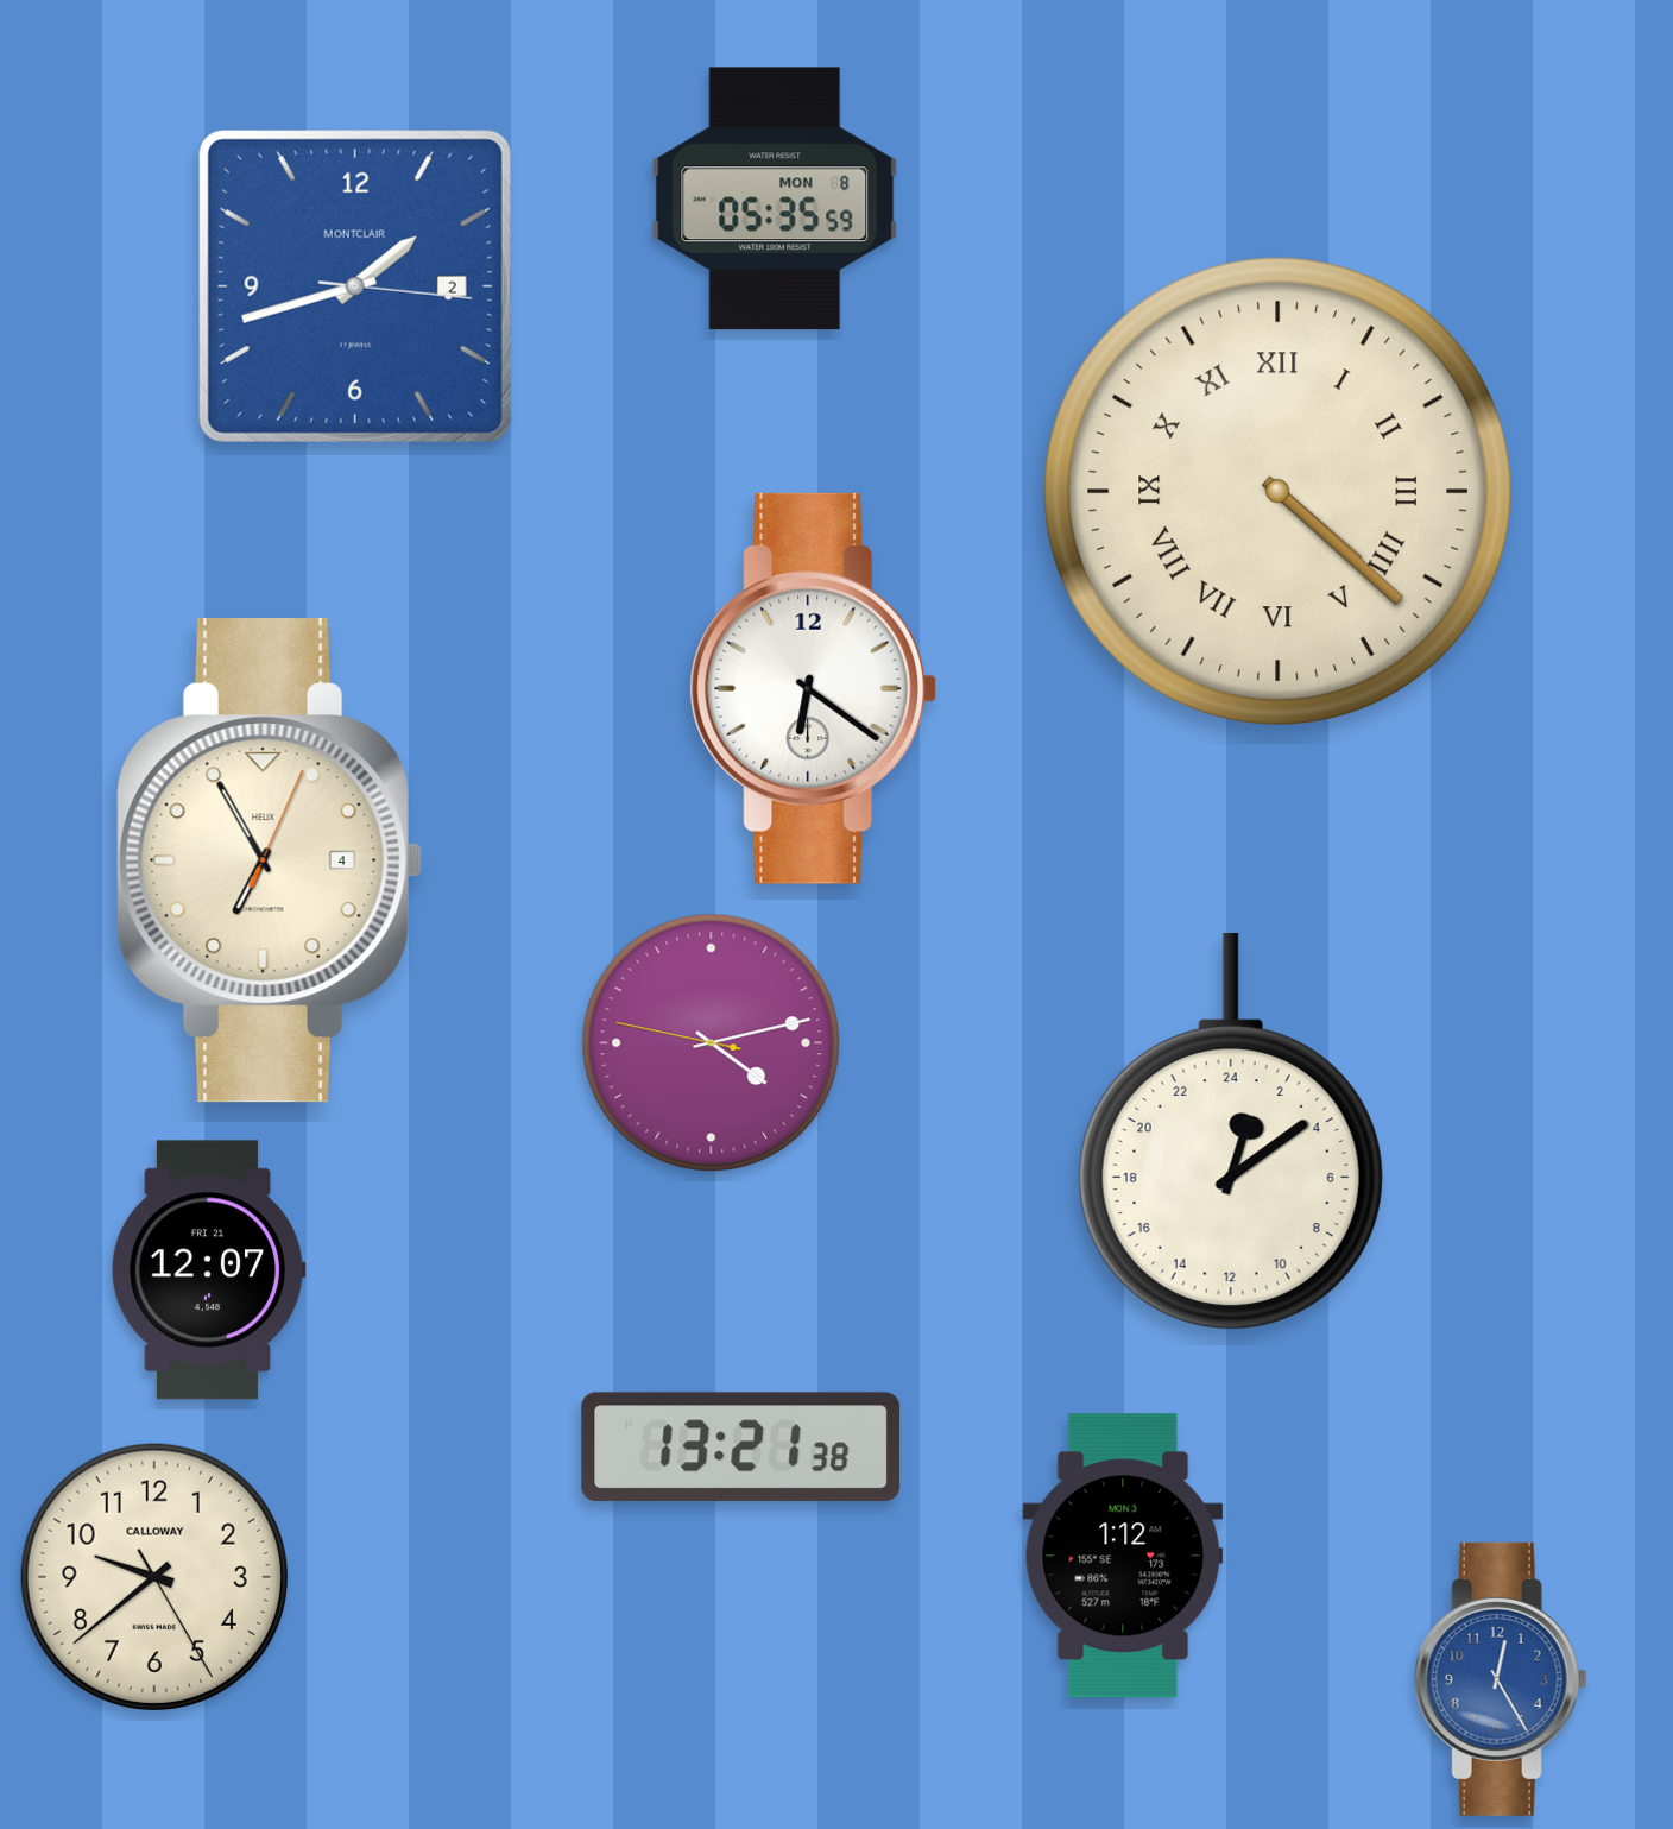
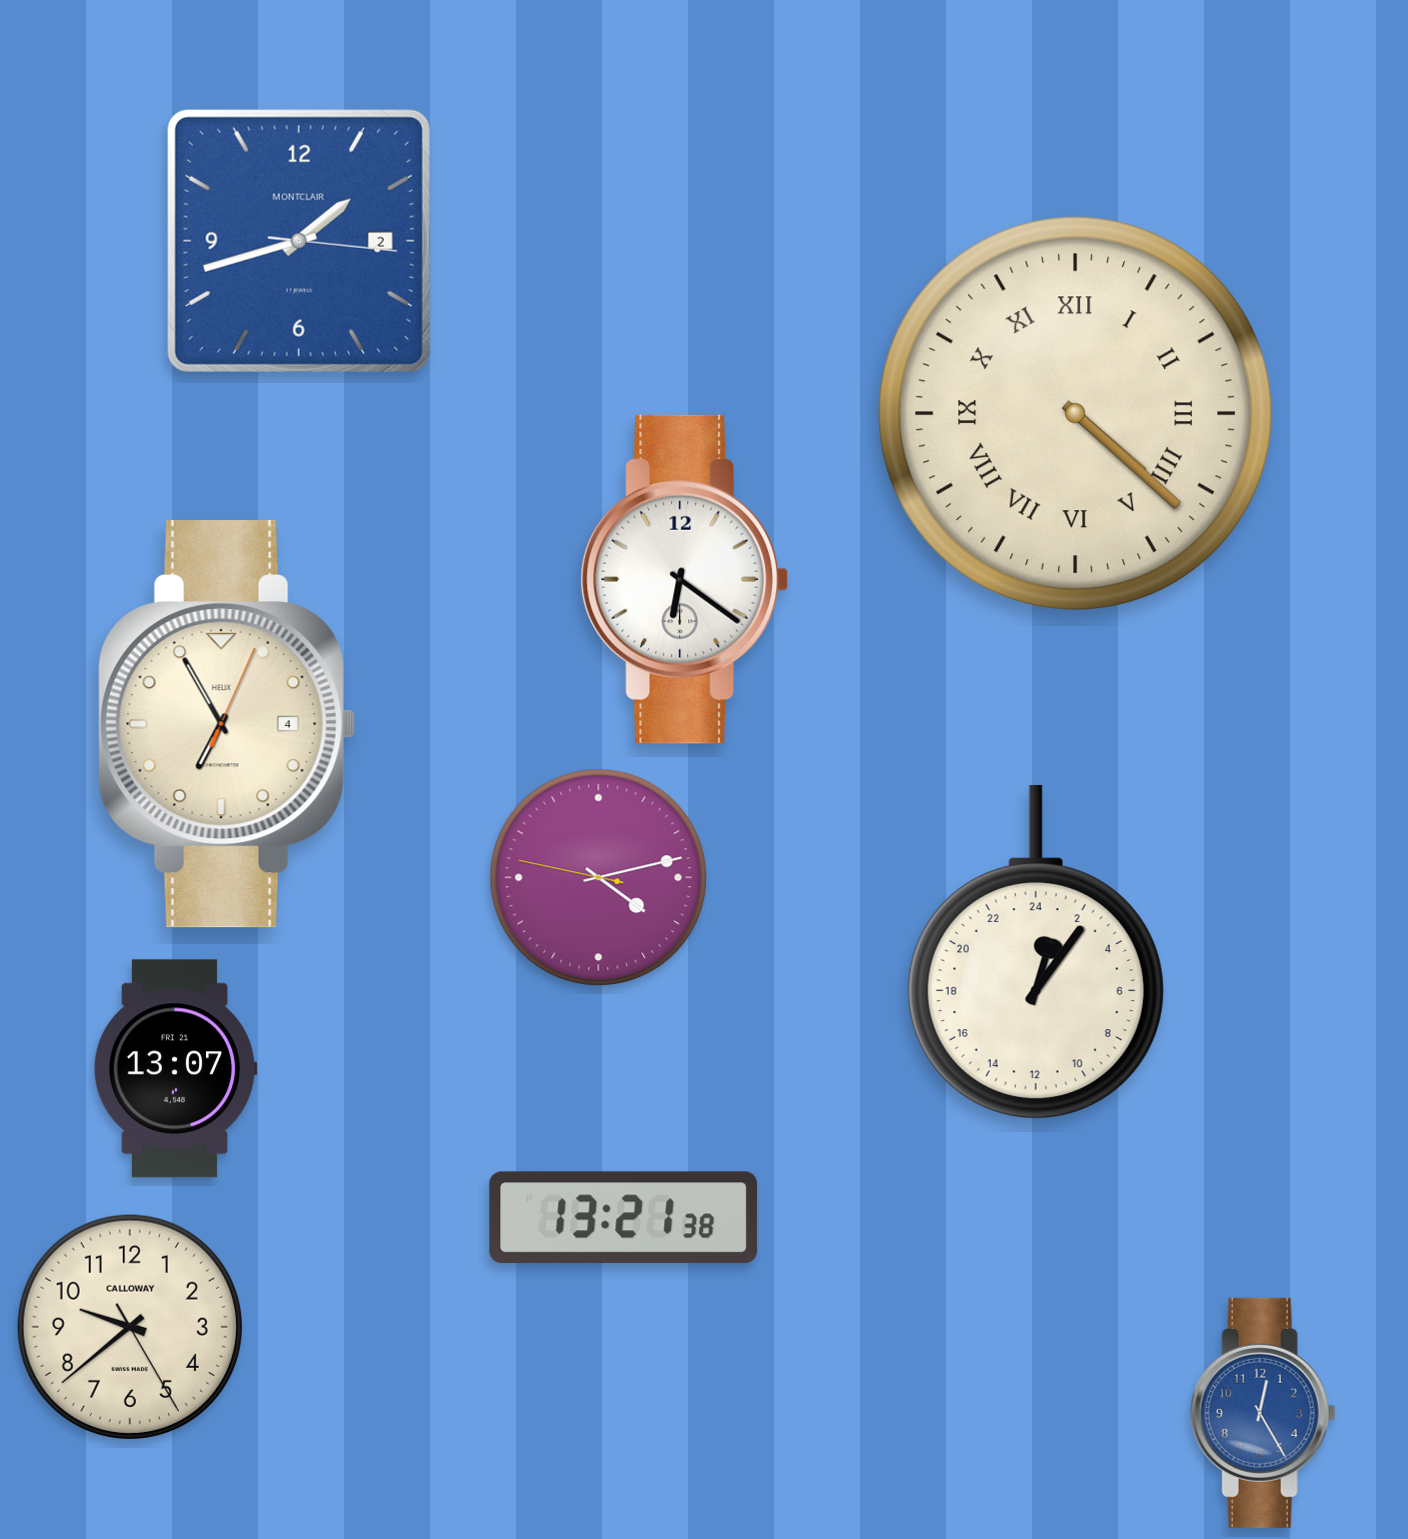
clock at (775, 198): 05:35 -> none
clock at (1231, 1133): 1:09 -> 1:06
clock at (208, 1270): 12:07 -> 13:07
clock at (1123, 1556): 1:12 -> none
